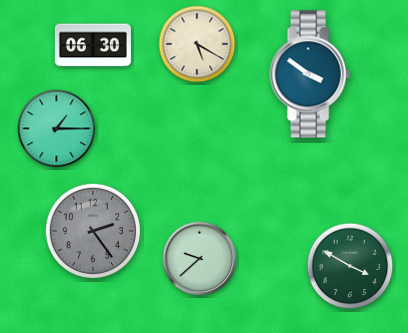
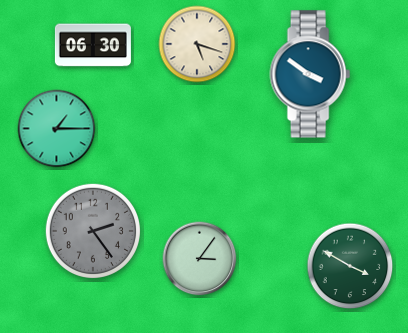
clock at (197, 44): 5:20 -> 5:18
clock at (200, 259): 9:38 -> 3:06
